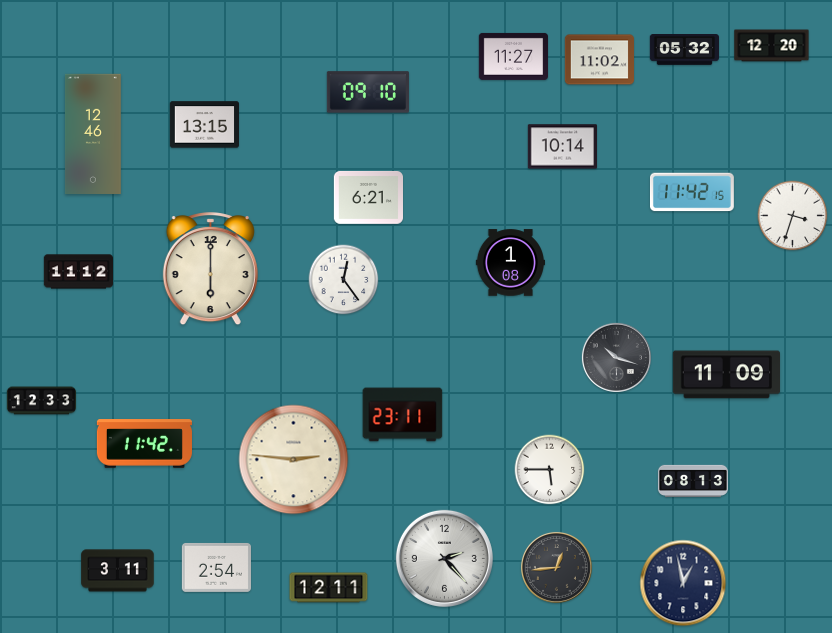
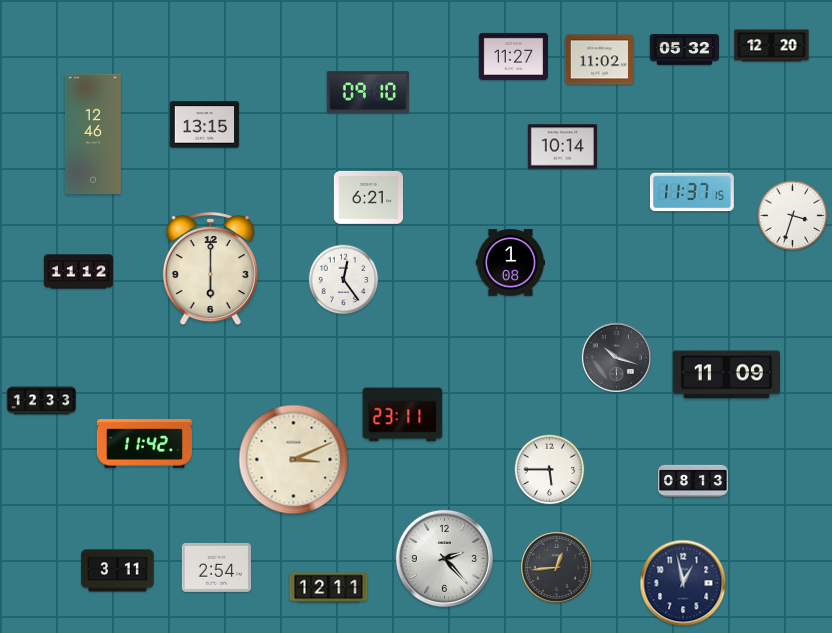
clock at (693, 192): 11:42 -> 11:37
clock at (294, 460): 2:46 -> 3:11
